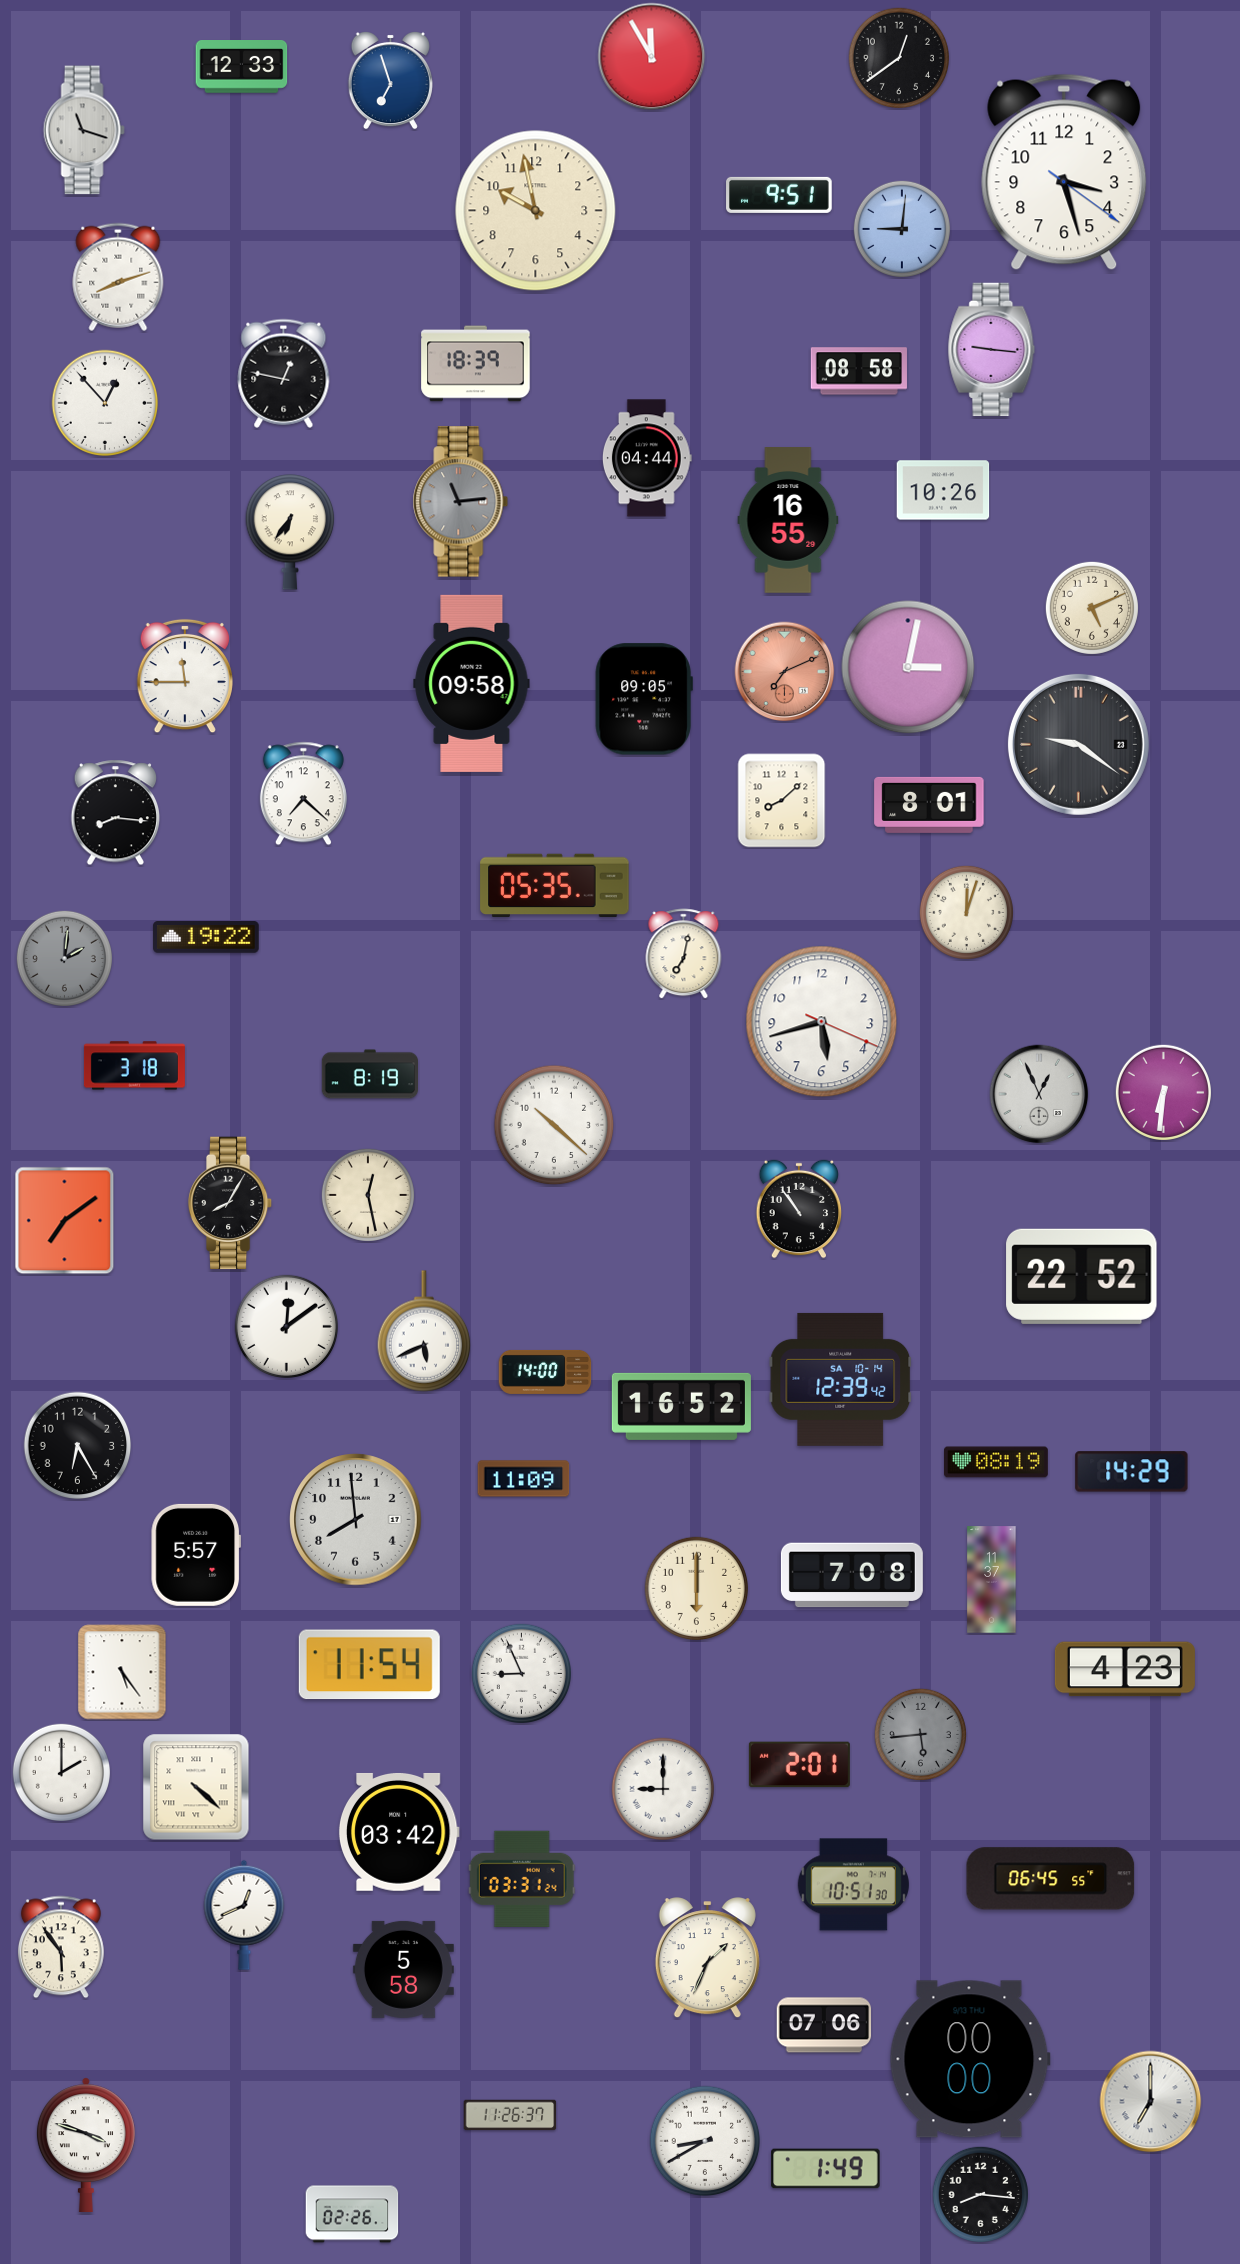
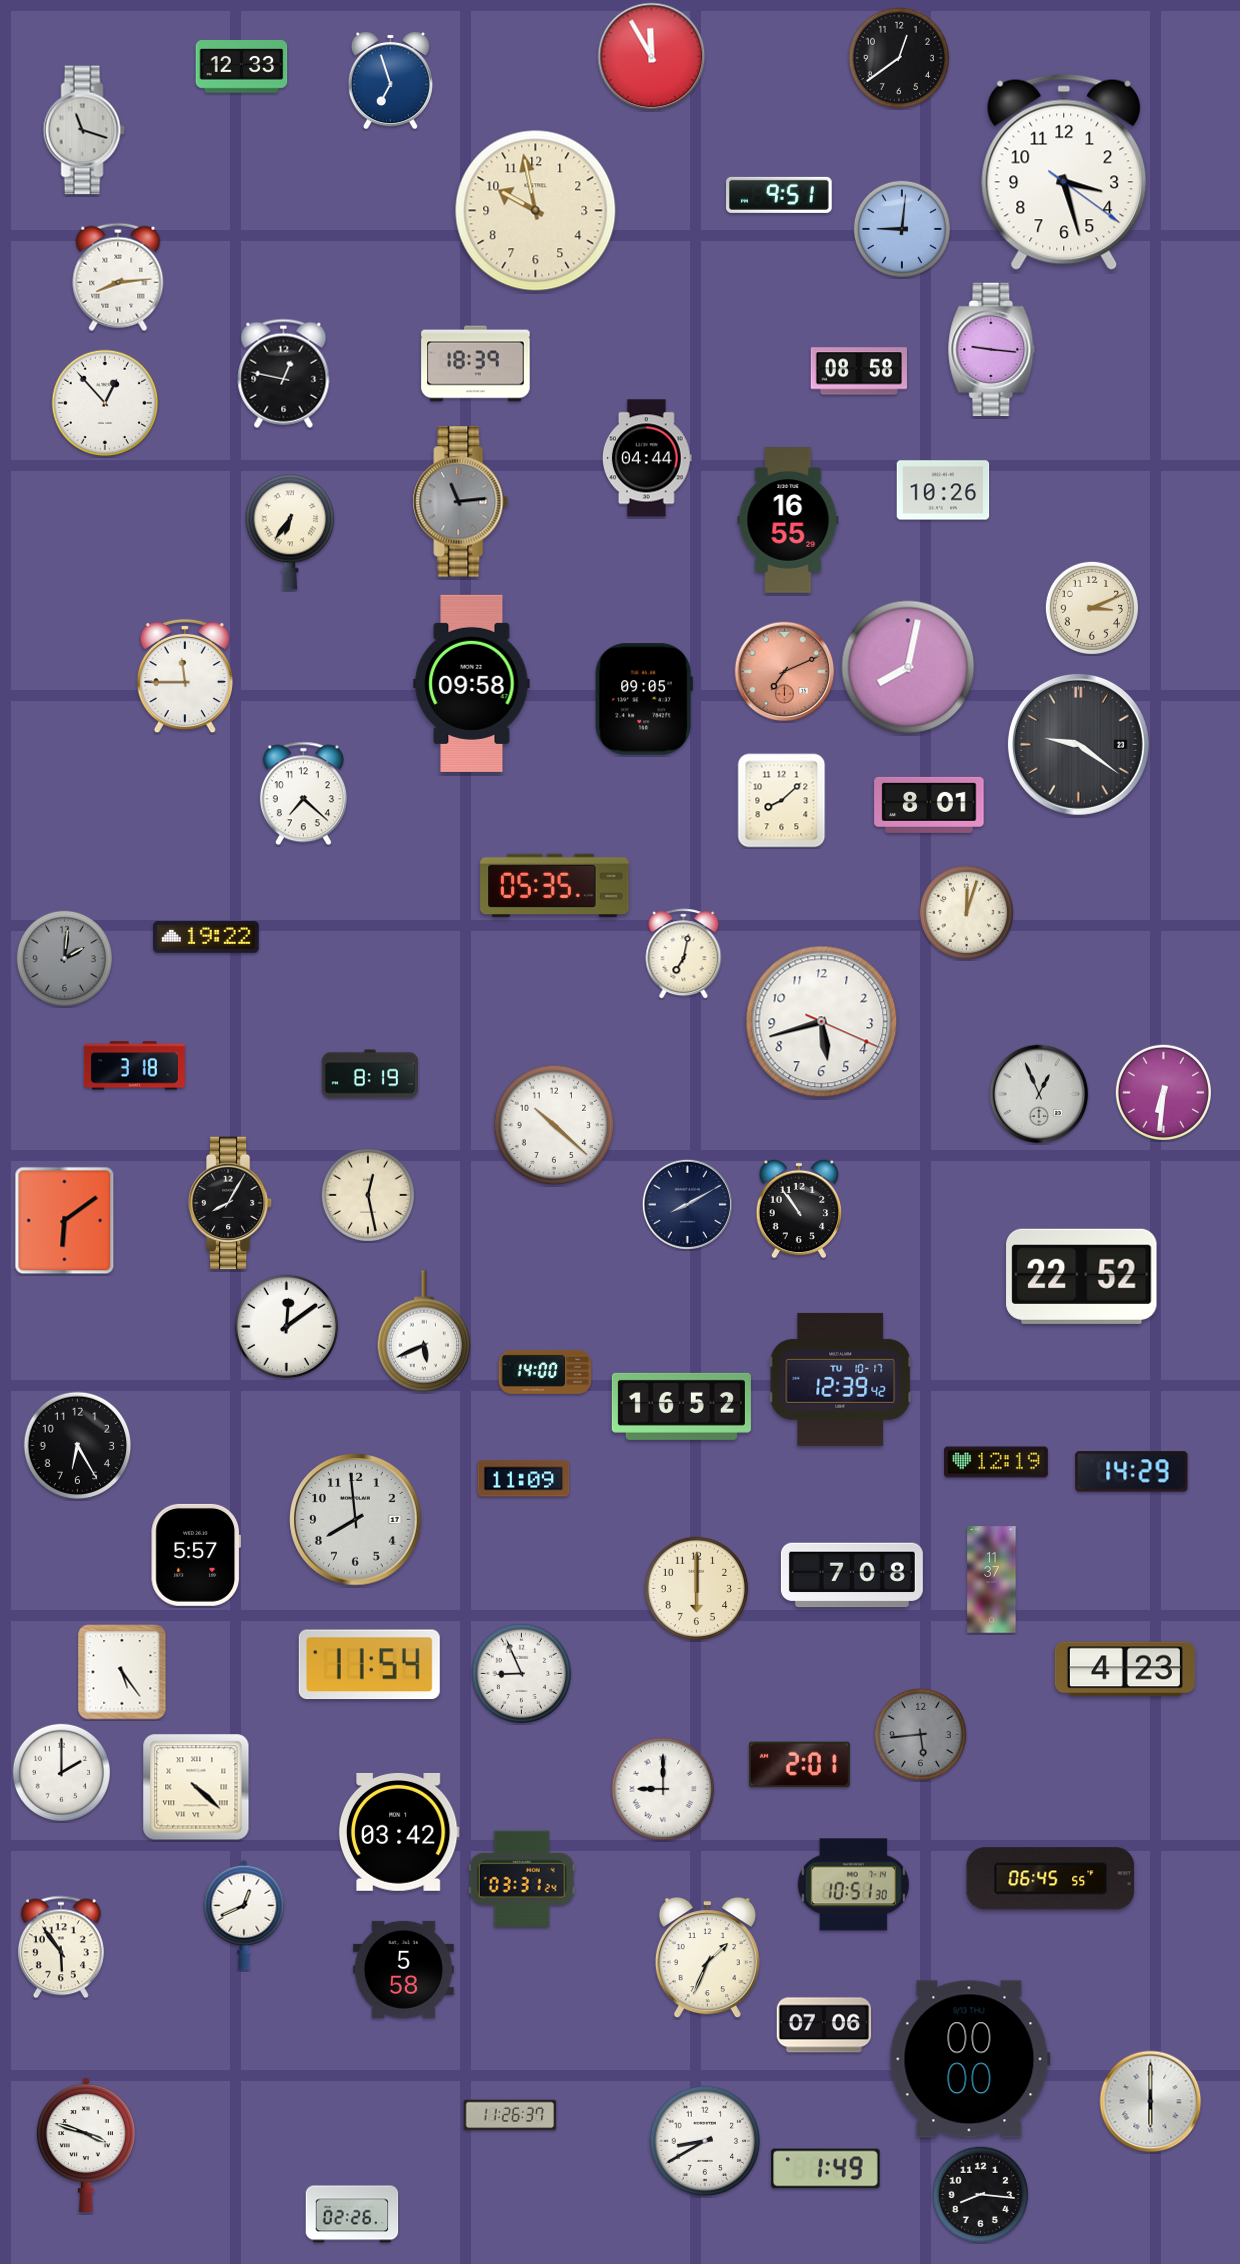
clock at (118, 277): 8:12 -> 8:14
clock at (1092, 608): 5:11 -> 3:11
clock at (908, 667): 3:02 -> 8:02
clock at (116, 813): 8:16 -> none
clock at (687, 1204): none -> 8:10
clock at (65, 1221): 7:09 -> 6:09
clock at (841, 1379) date: SA 10-14 -> TU 10-17
clock at (997, 1462): 08:19 -> 12:19
clock at (1151, 2102): 7:00 -> 6:00
